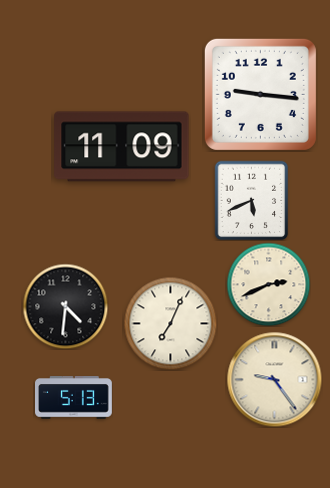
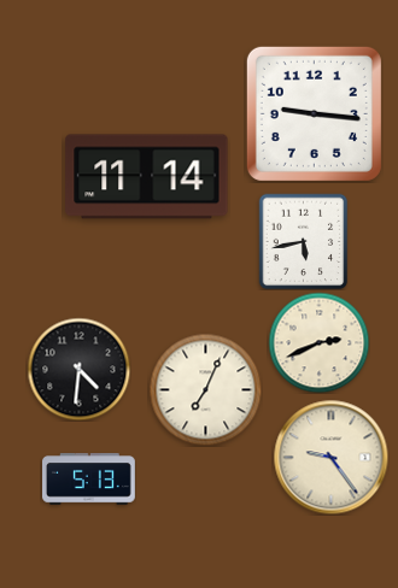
clock at (122, 147): 11:09 -> 11:14
clock at (252, 200): 5:41 -> 5:43
clock at (268, 284) position: (268, 284) -> (318, 342)
